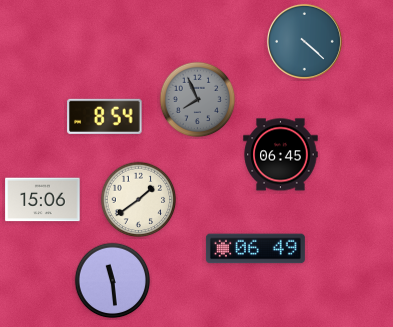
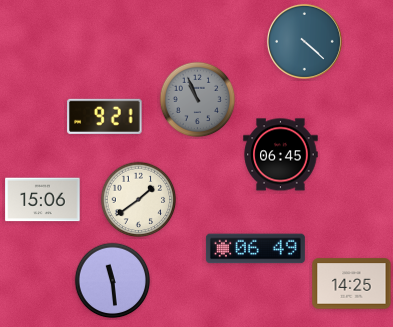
clock at (198, 100): 7:56 -> 10:56
clock at (105, 116): 8:54 -> 9:21
clock at (352, 284): none -> 14:25
